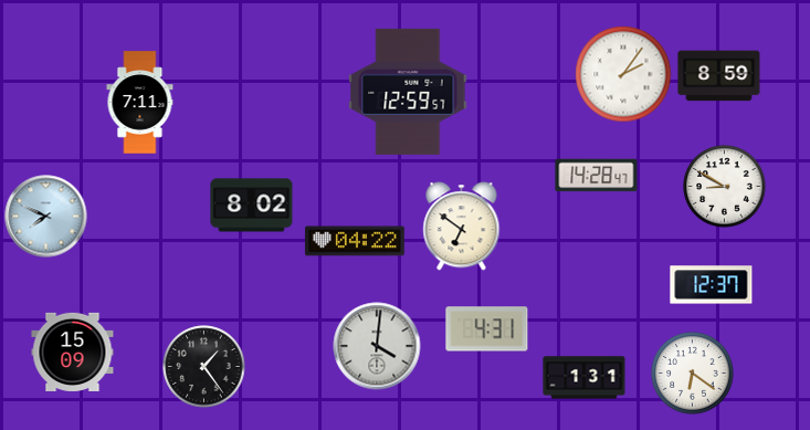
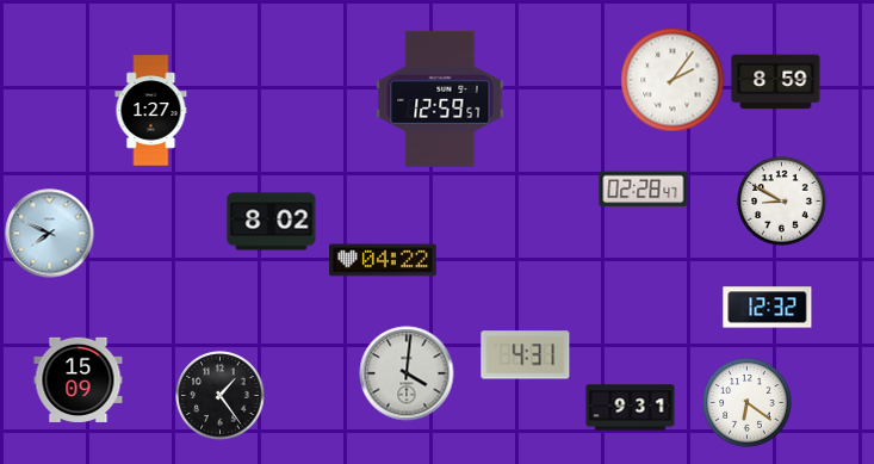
clock at (140, 103): 7:11 -> 1:27
clock at (597, 176): 14:28 -> 02:28
clock at (462, 227): 6:51 -> none
clock at (712, 285): 12:37 -> 12:32
clock at (585, 378): 1:31 -> 9:31
